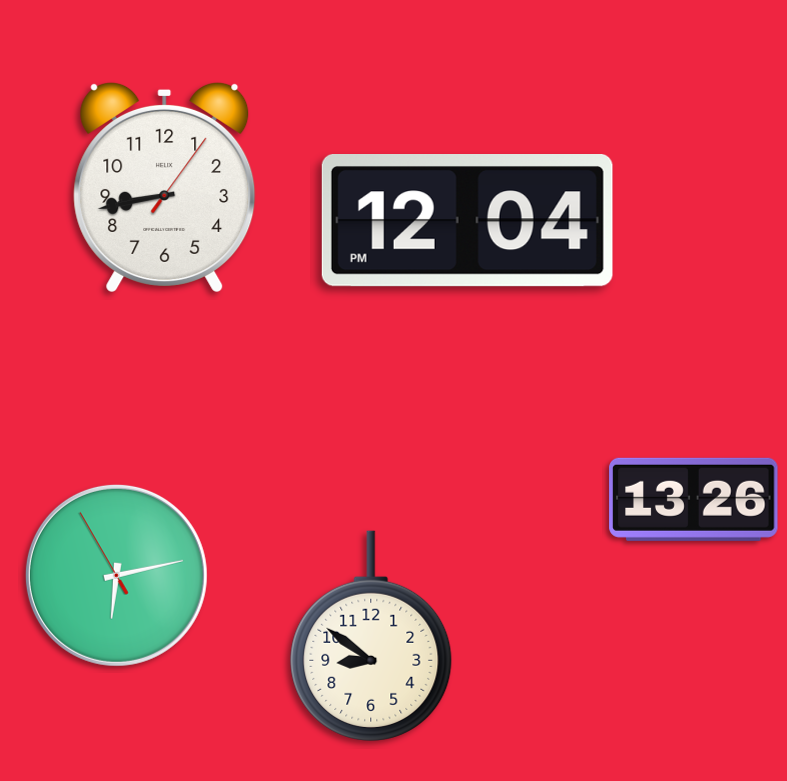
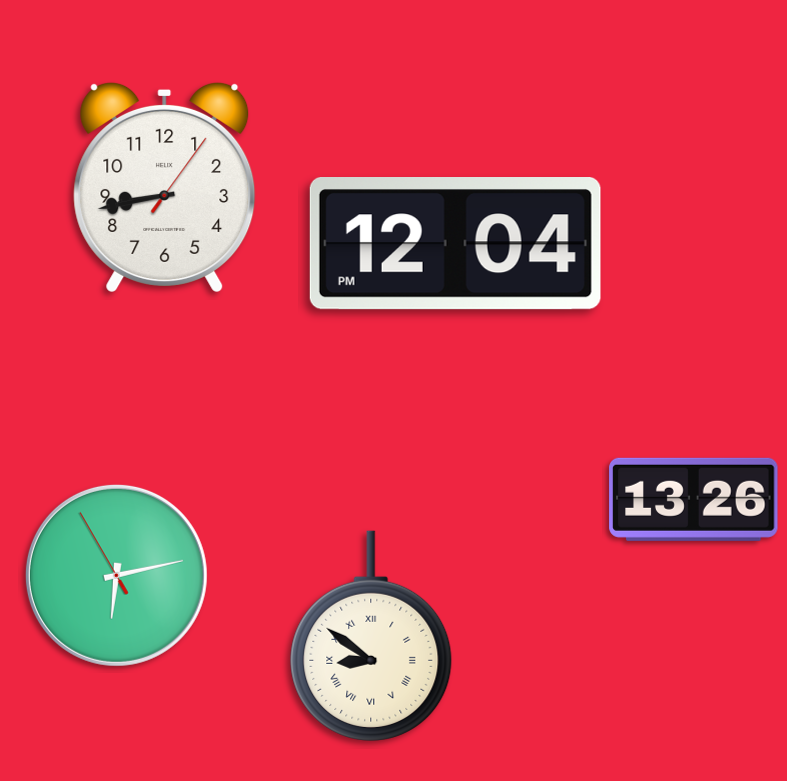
clock at (467, 221) position: (467, 221) -> (455, 244)
clock at (371, 636) numerals: Arabic -> Roman
